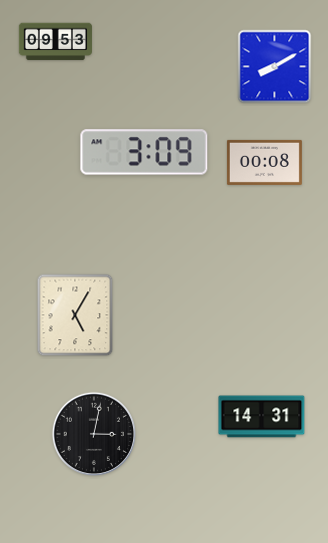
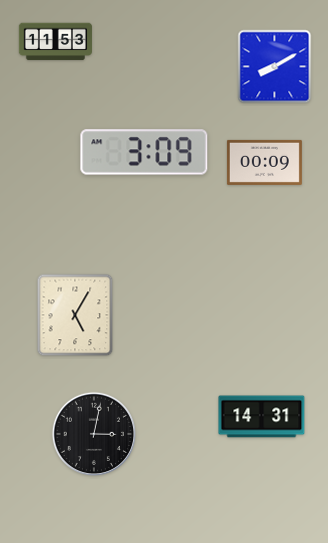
clock at (55, 42): 09:53 -> 11:53
clock at (264, 162): 00:08 -> 00:09
